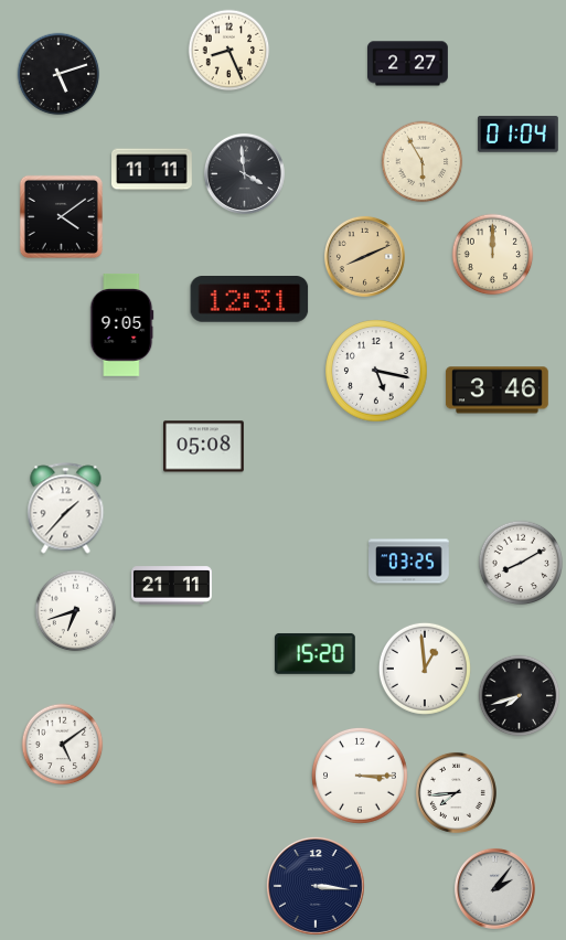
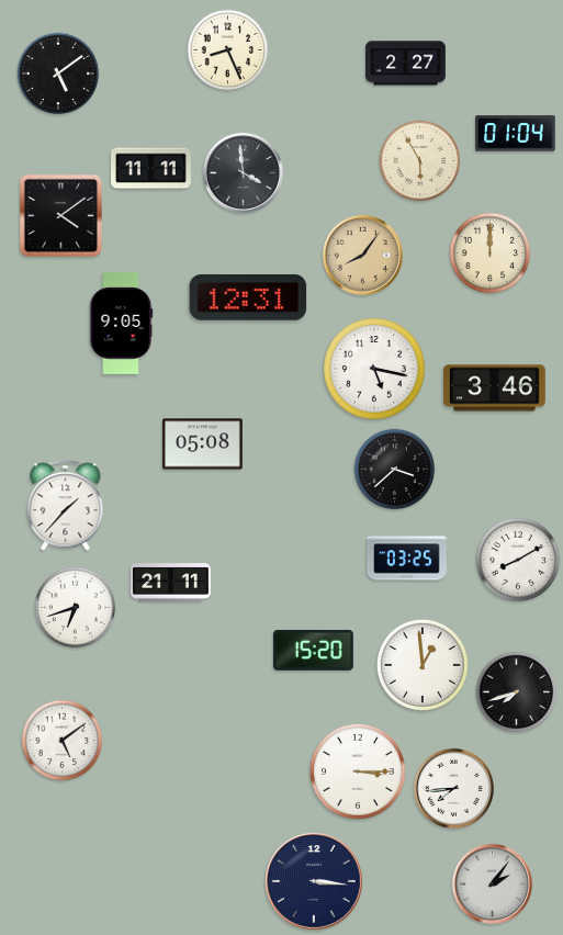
clock at (58, 74): 5:12 -> 5:09
clock at (364, 256): 8:11 -> 8:06
clock at (395, 470): none -> 3:38
